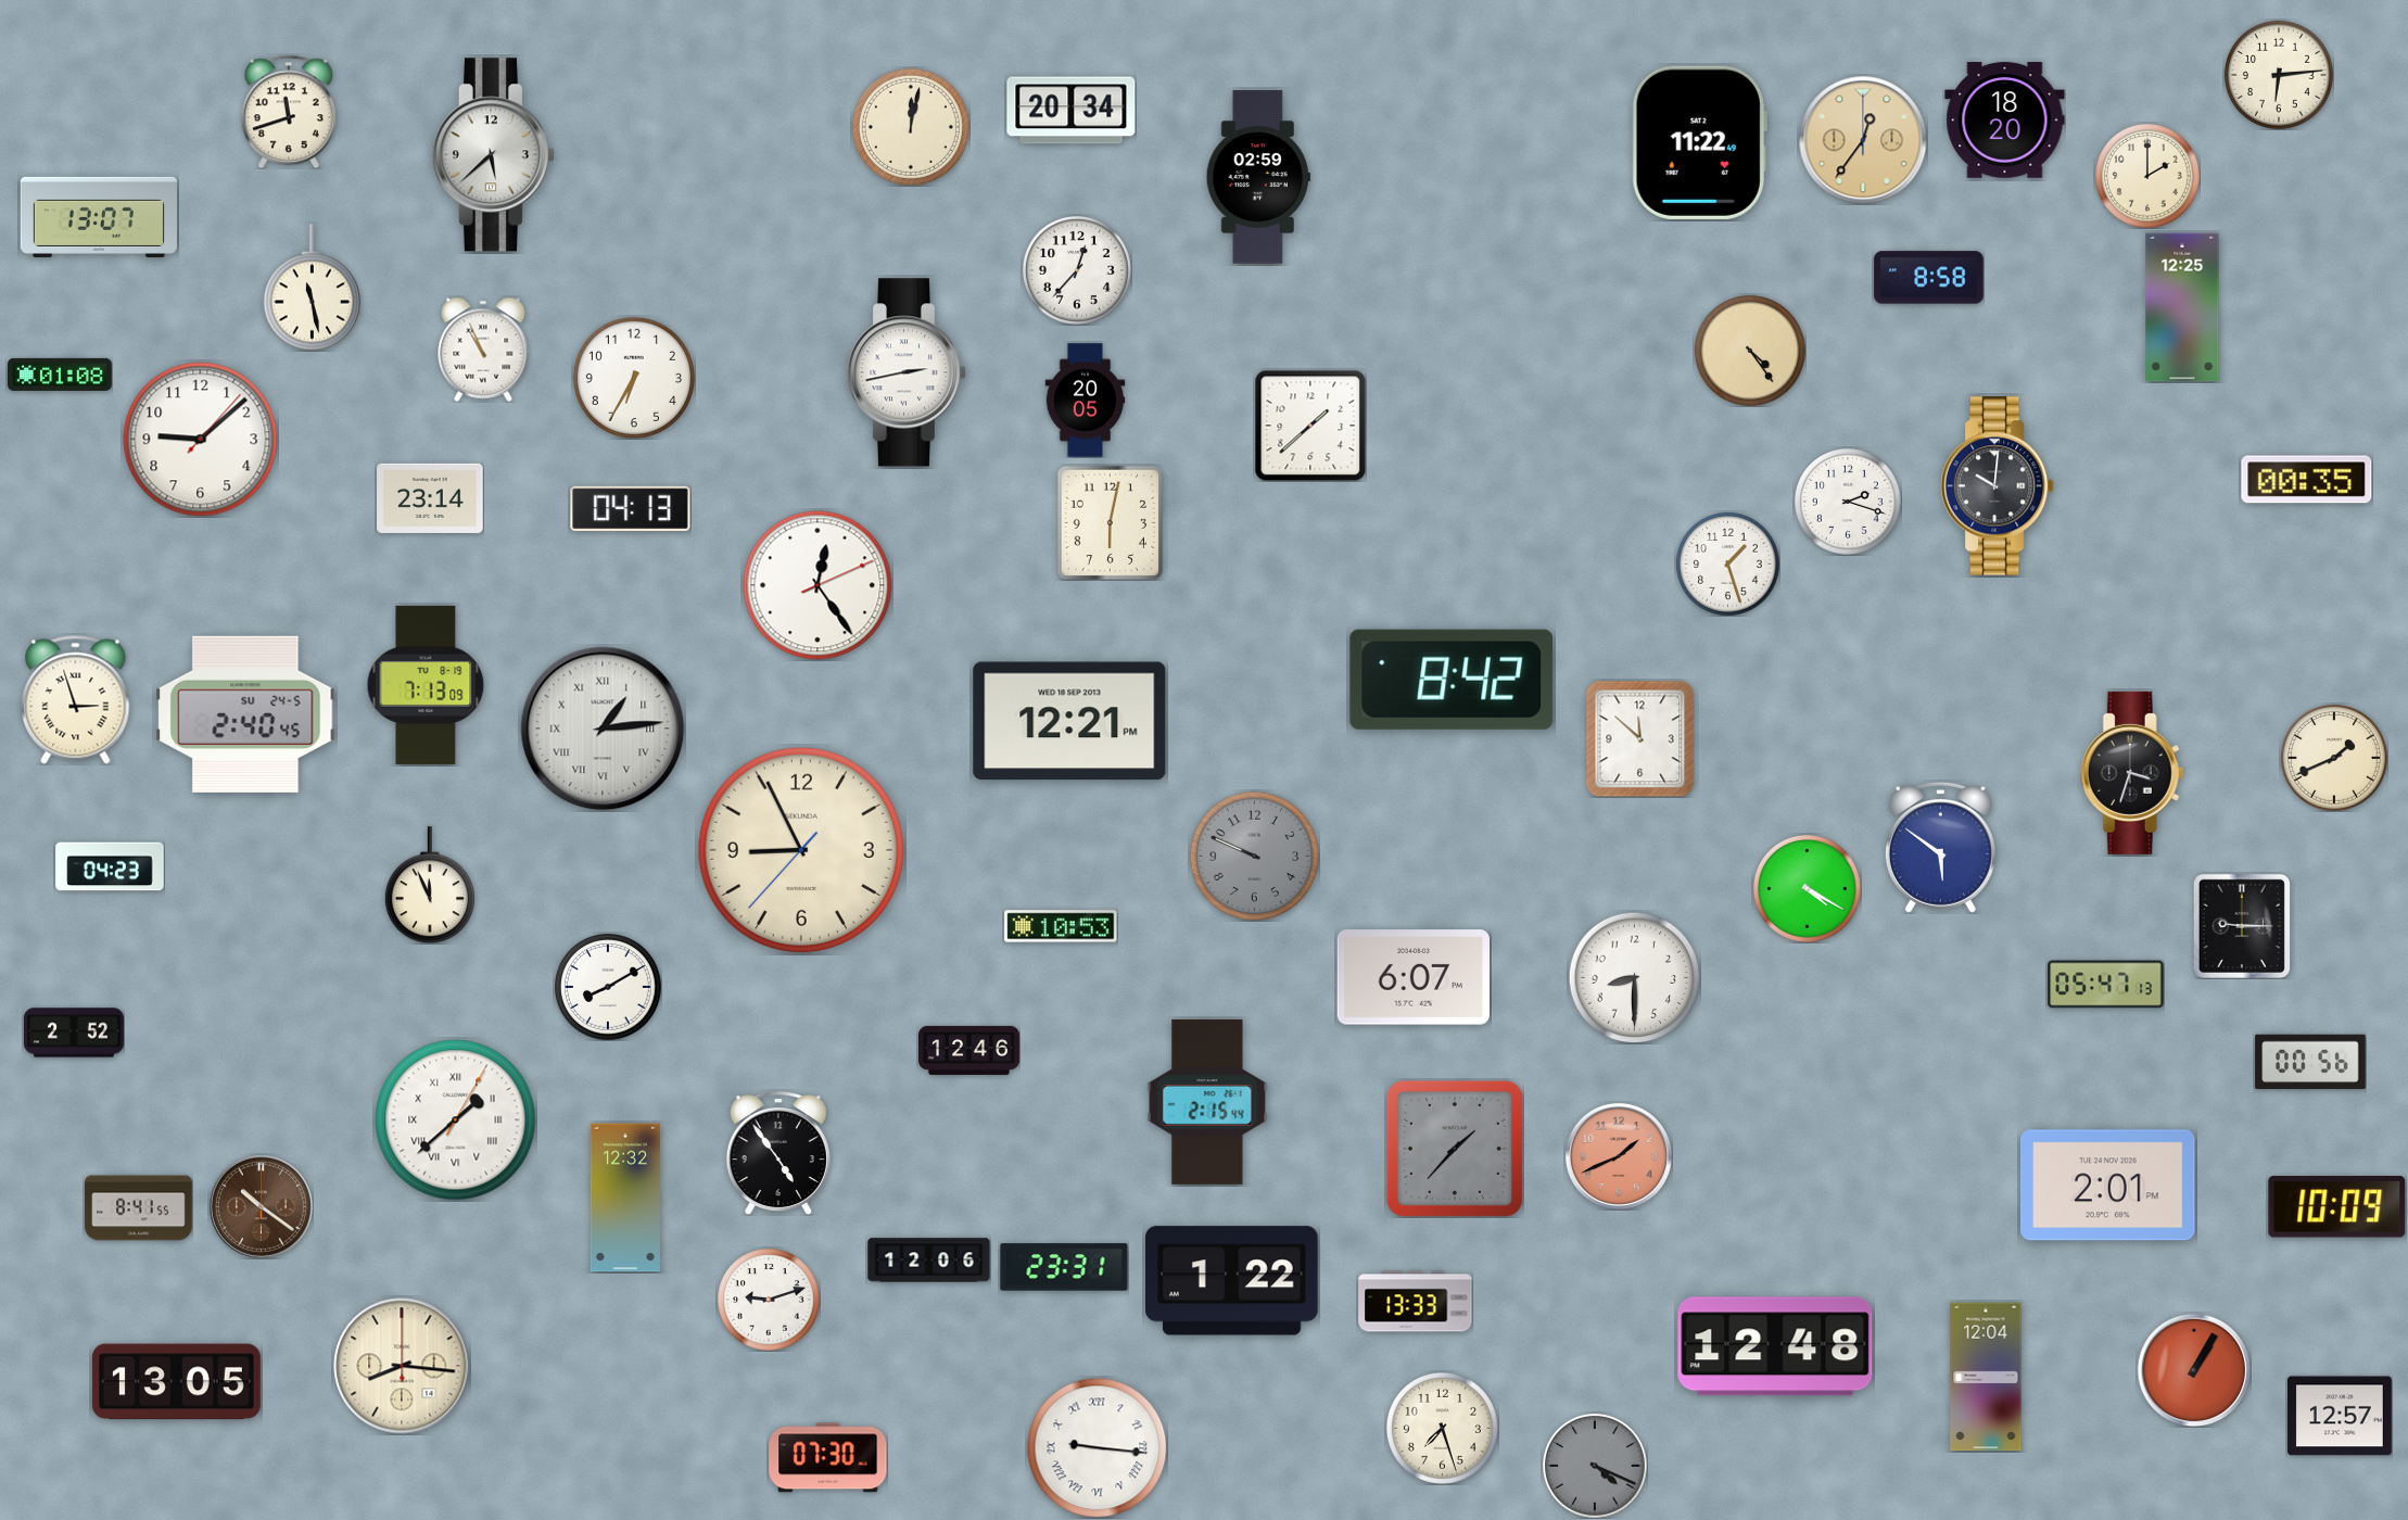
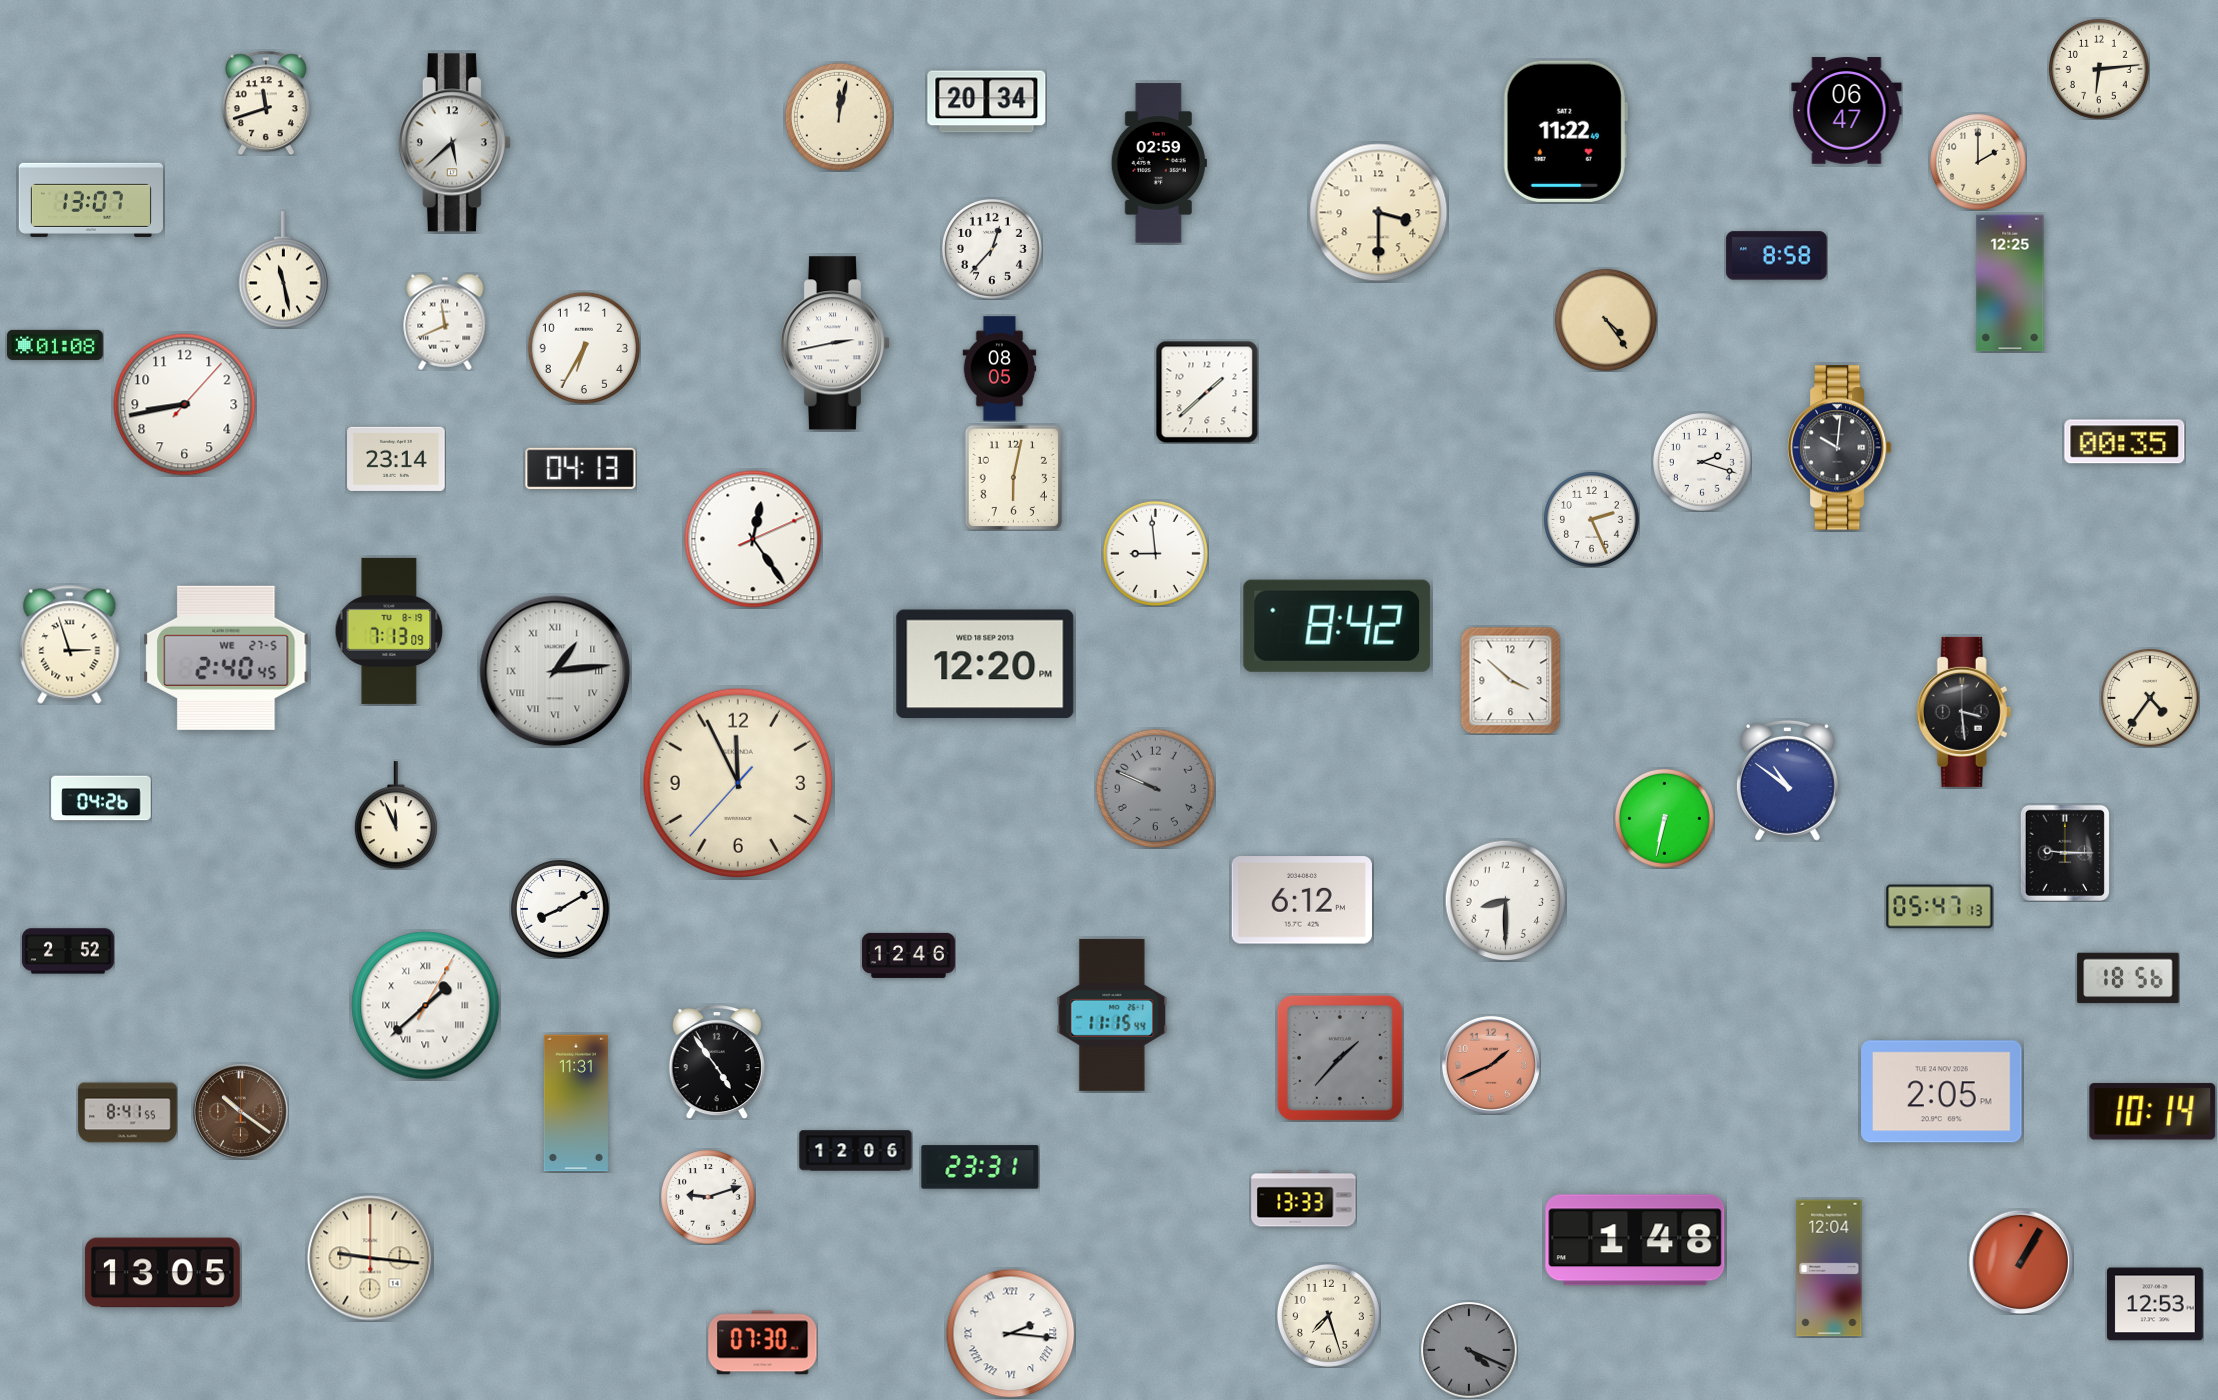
clock at (2005, 121): 18:20 -> 06:47
clock at (1863, 140): 12:36 -> none
clock at (1379, 213): none -> 3:30
clock at (312, 288) position: (312, 288) -> (283, 270)
clock at (483, 350): 10:56 -> 11:41
clock at (1750, 351) position: (1750, 351) -> (1606, 320)
clock at (1086, 401): 20:05 -> 08:05
clock at (201, 440): 9:08 -> 8:43
clock at (1110, 522) position: (1110, 522) -> (1013, 477)
clock at (1727, 563): 1:27 -> 2:26
clock at (1155, 553): none -> 8:59
clock at (426, 685) position: (426, 685) -> (389, 631)
clock at (245, 714) date: SU 24-5 -> WE 27-5
clock at (1069, 721): 12:21 -> 12:20
clock at (1640, 738): 11:52 -> 3:52
clock at (2335, 759): 1:41 -> 4:36
clock at (2132, 773): 3:33 -> 3:29
clock at (1940, 847): 5:51 -> 10:51
clock at (800, 849): 8:55 -> 11:55
clock at (110, 866): 04:23 -> 04:26
clock at (1807, 888): 4:20 -> 6:32
clock at (1061, 926): 10:53 -> none
clock at (1414, 977): 6:07 -> 6:12
clock at (969, 1050) position: (969, 1050) -> (909, 955)
clock at (2310, 1062): 00:56 -> 18:56
clock at (1207, 1102): 2:15 -> 11:15
clock at (456, 1120) position: (456, 1120) -> (426, 1006)
clock at (2108, 1186): 2:01 -> 2:05
clock at (625, 1198): 12:32 -> 11:31
clock at (2337, 1207): 10:09 -> 10:14
clock at (929, 1261) position: (929, 1261) -> (856, 1151)
clock at (1232, 1281): 1:22 -> none
clock at (1775, 1346): 12:48 -> 1:48
clock at (402, 1366): 8:16 -> 9:16
clock at (2341, 1416): 12:57 -> 12:53
clock at (1097, 1447): 9:16 -> 2:16
